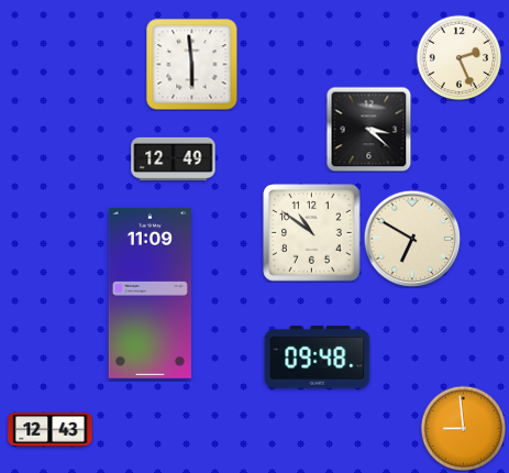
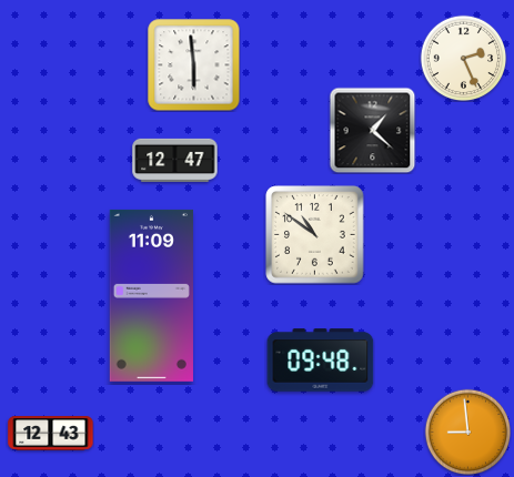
clock at (368, 129): 3:22 -> 1:22
clock at (174, 158): 12:49 -> 12:47
clock at (412, 239): 6:50 -> none
